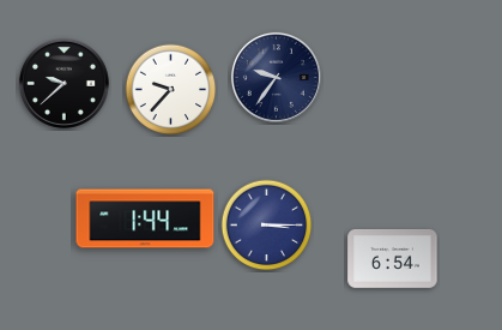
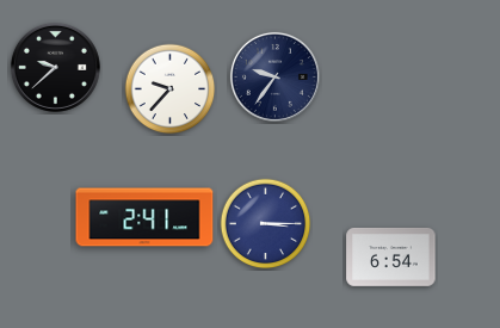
clock at (63, 83) position: (63, 83) -> (55, 67)
clock at (145, 218): 1:44 -> 2:41
